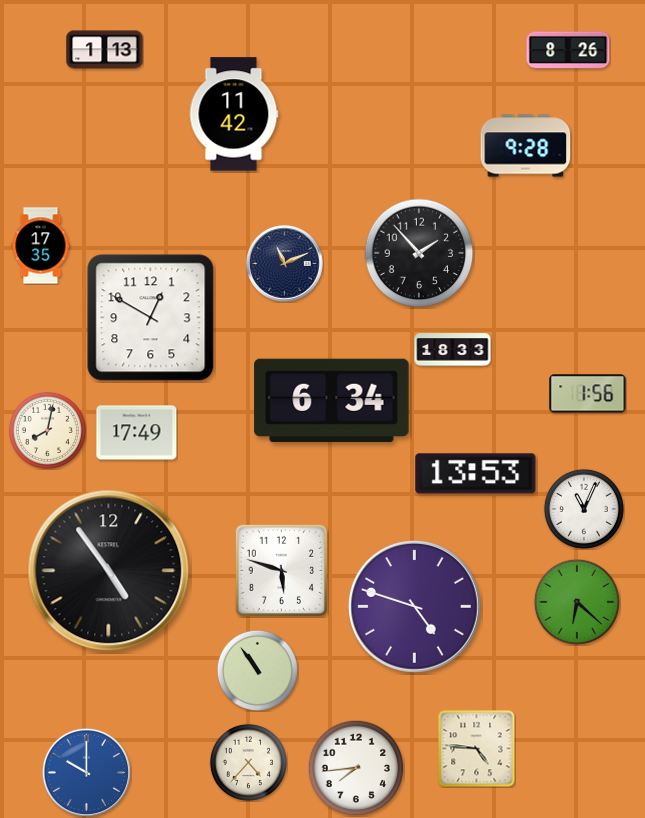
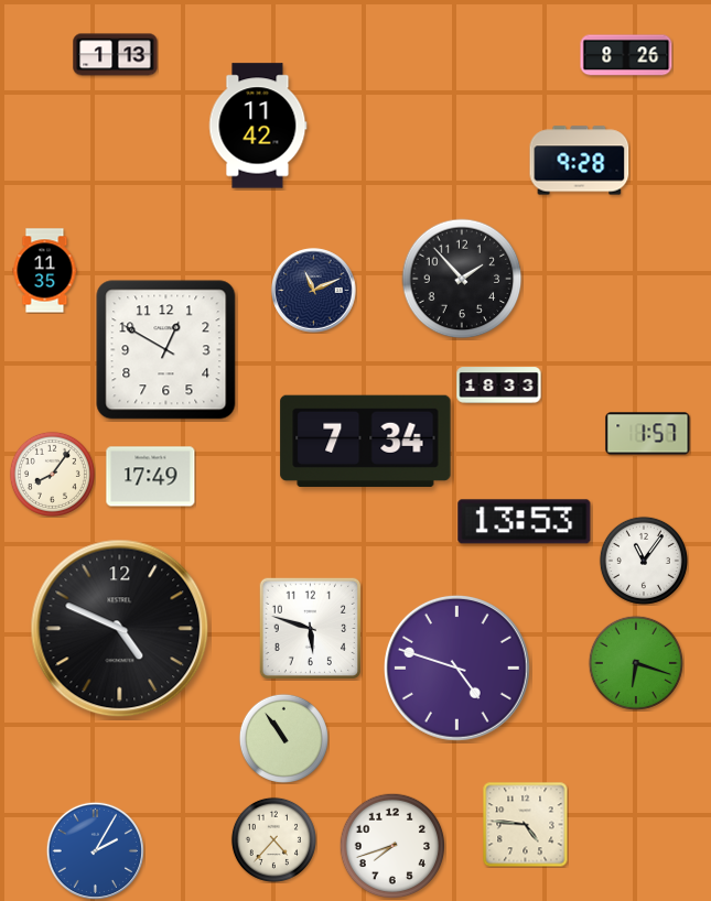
clock at (41, 246): 17:35 -> 11:35
clock at (588, 394): 1:56 -> 1:57
clock at (332, 400): 6:34 -> 7:34
clock at (47, 430): 8:02 -> 8:06
clock at (584, 509): 11:04 -> 11:06
clock at (109, 571): 4:54 -> 4:49
clock at (577, 602): 6:22 -> 6:18
clock at (356, 768): 7:44 -> 7:42
clock at (86, 772): 10:00 -> 2:05
